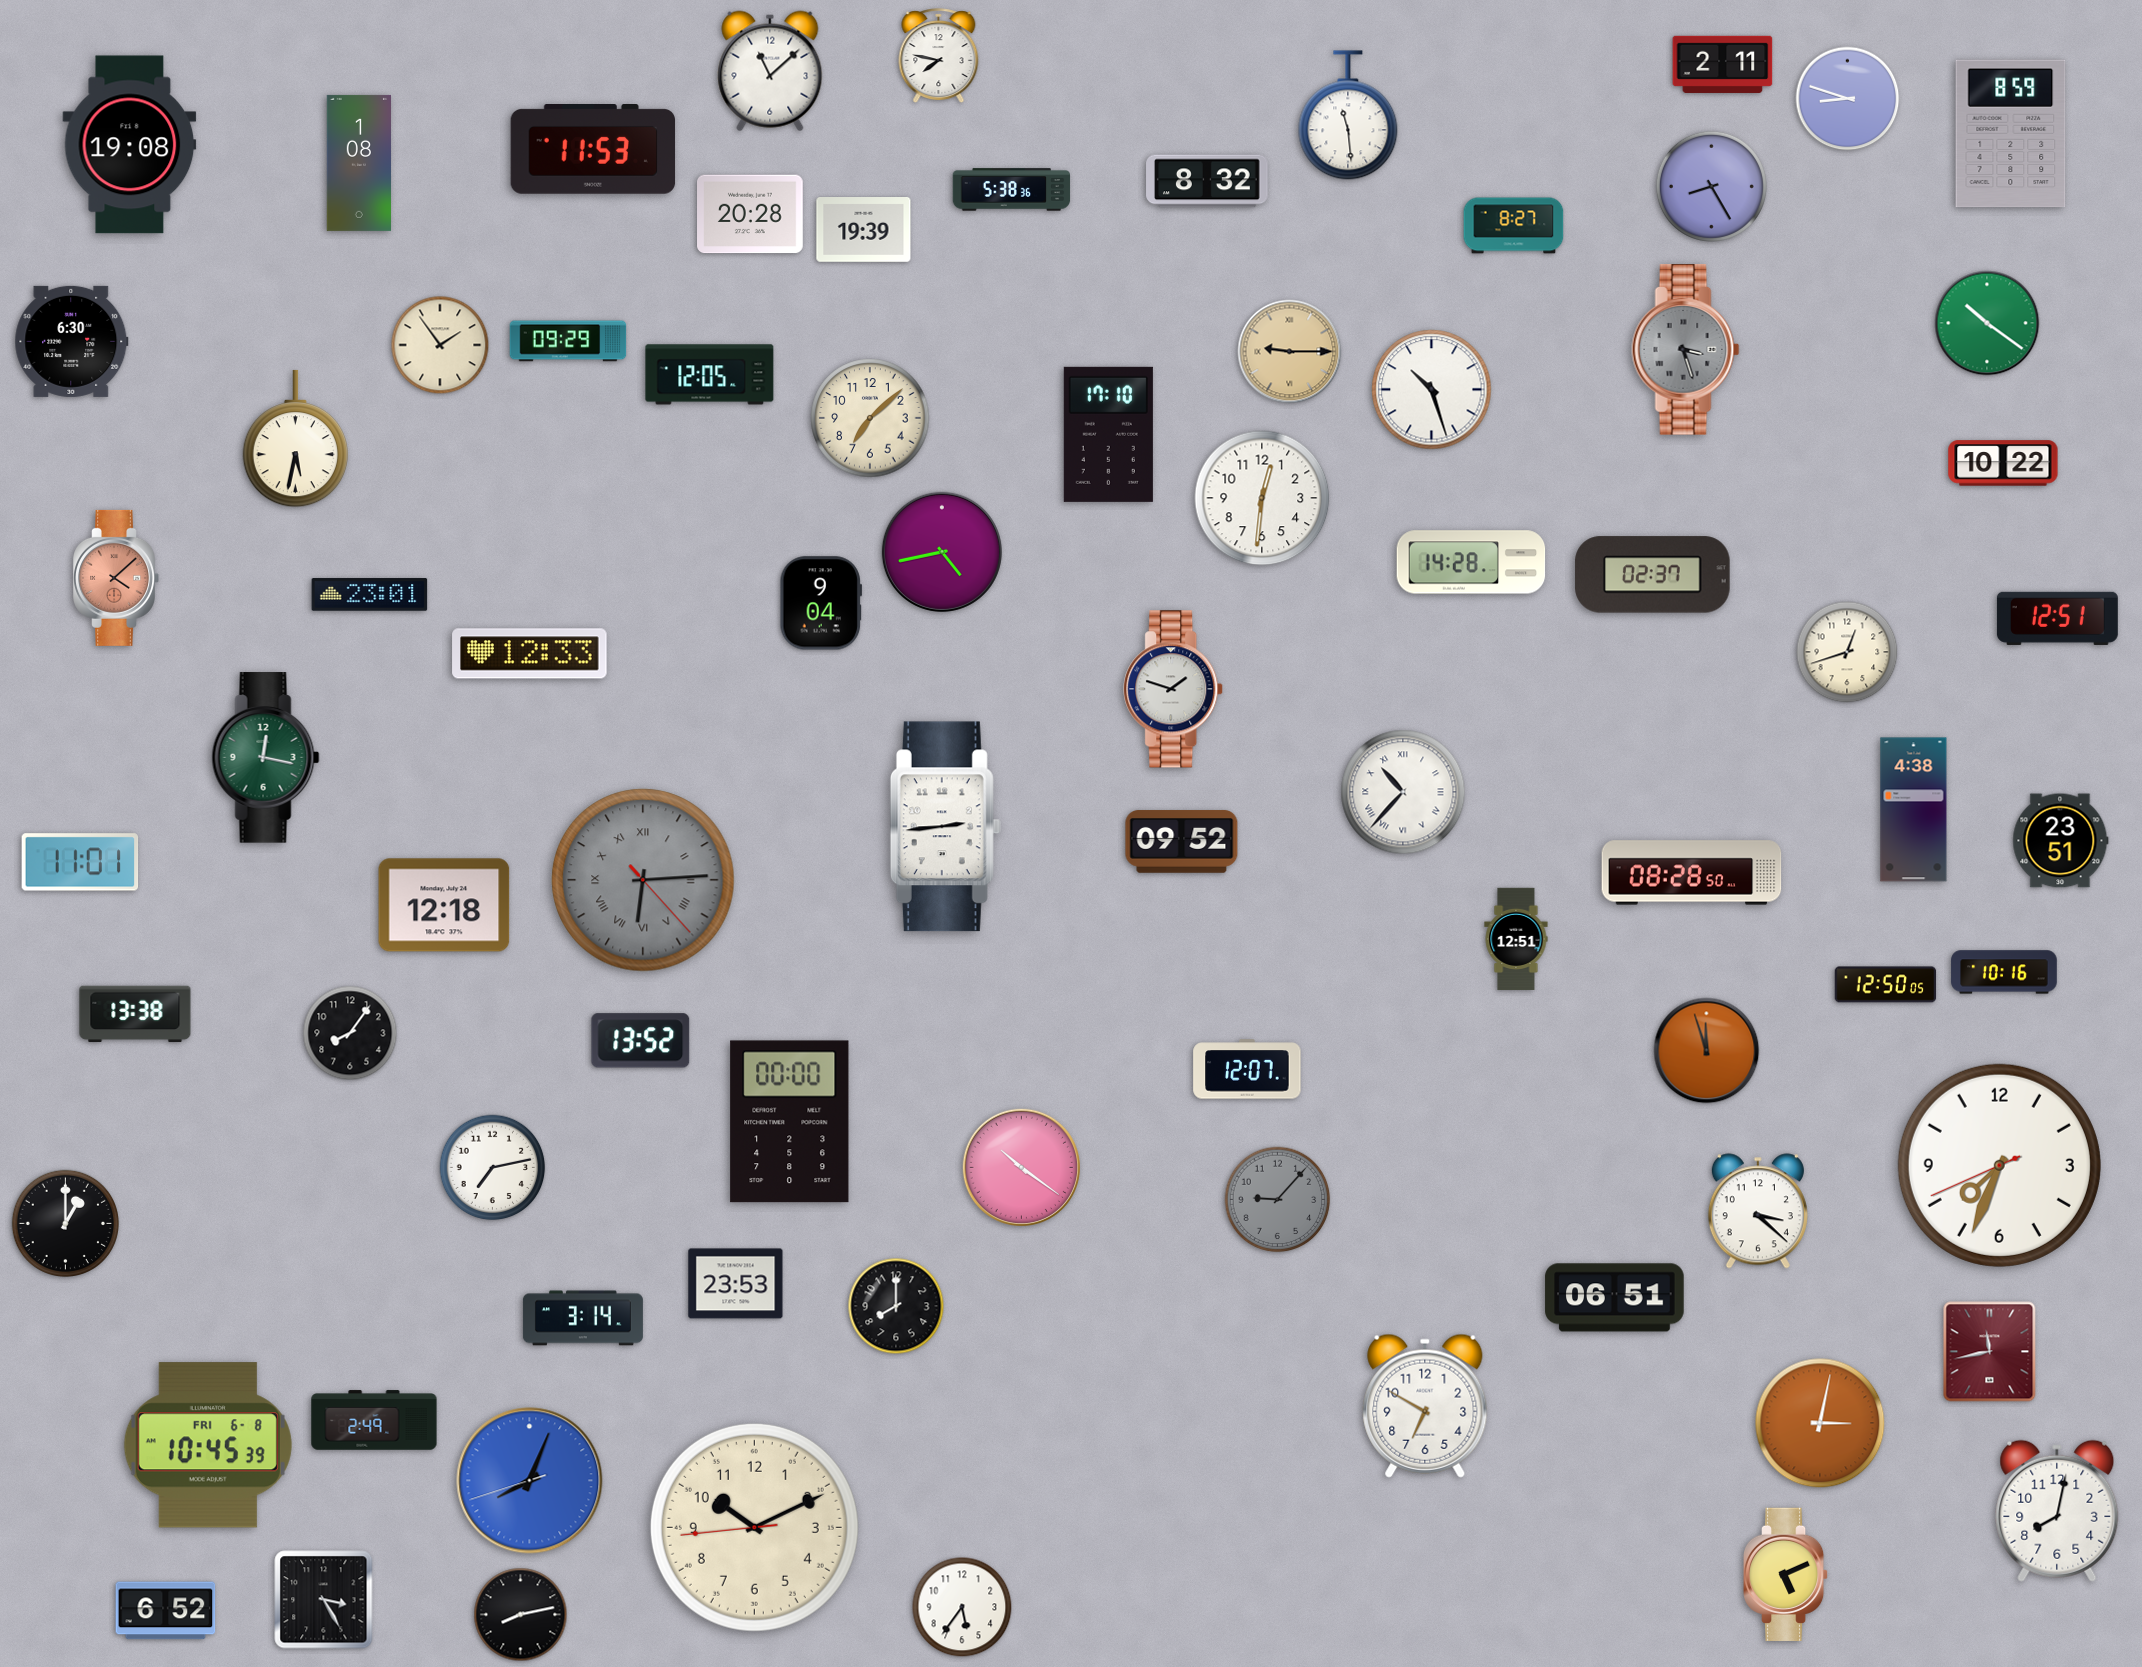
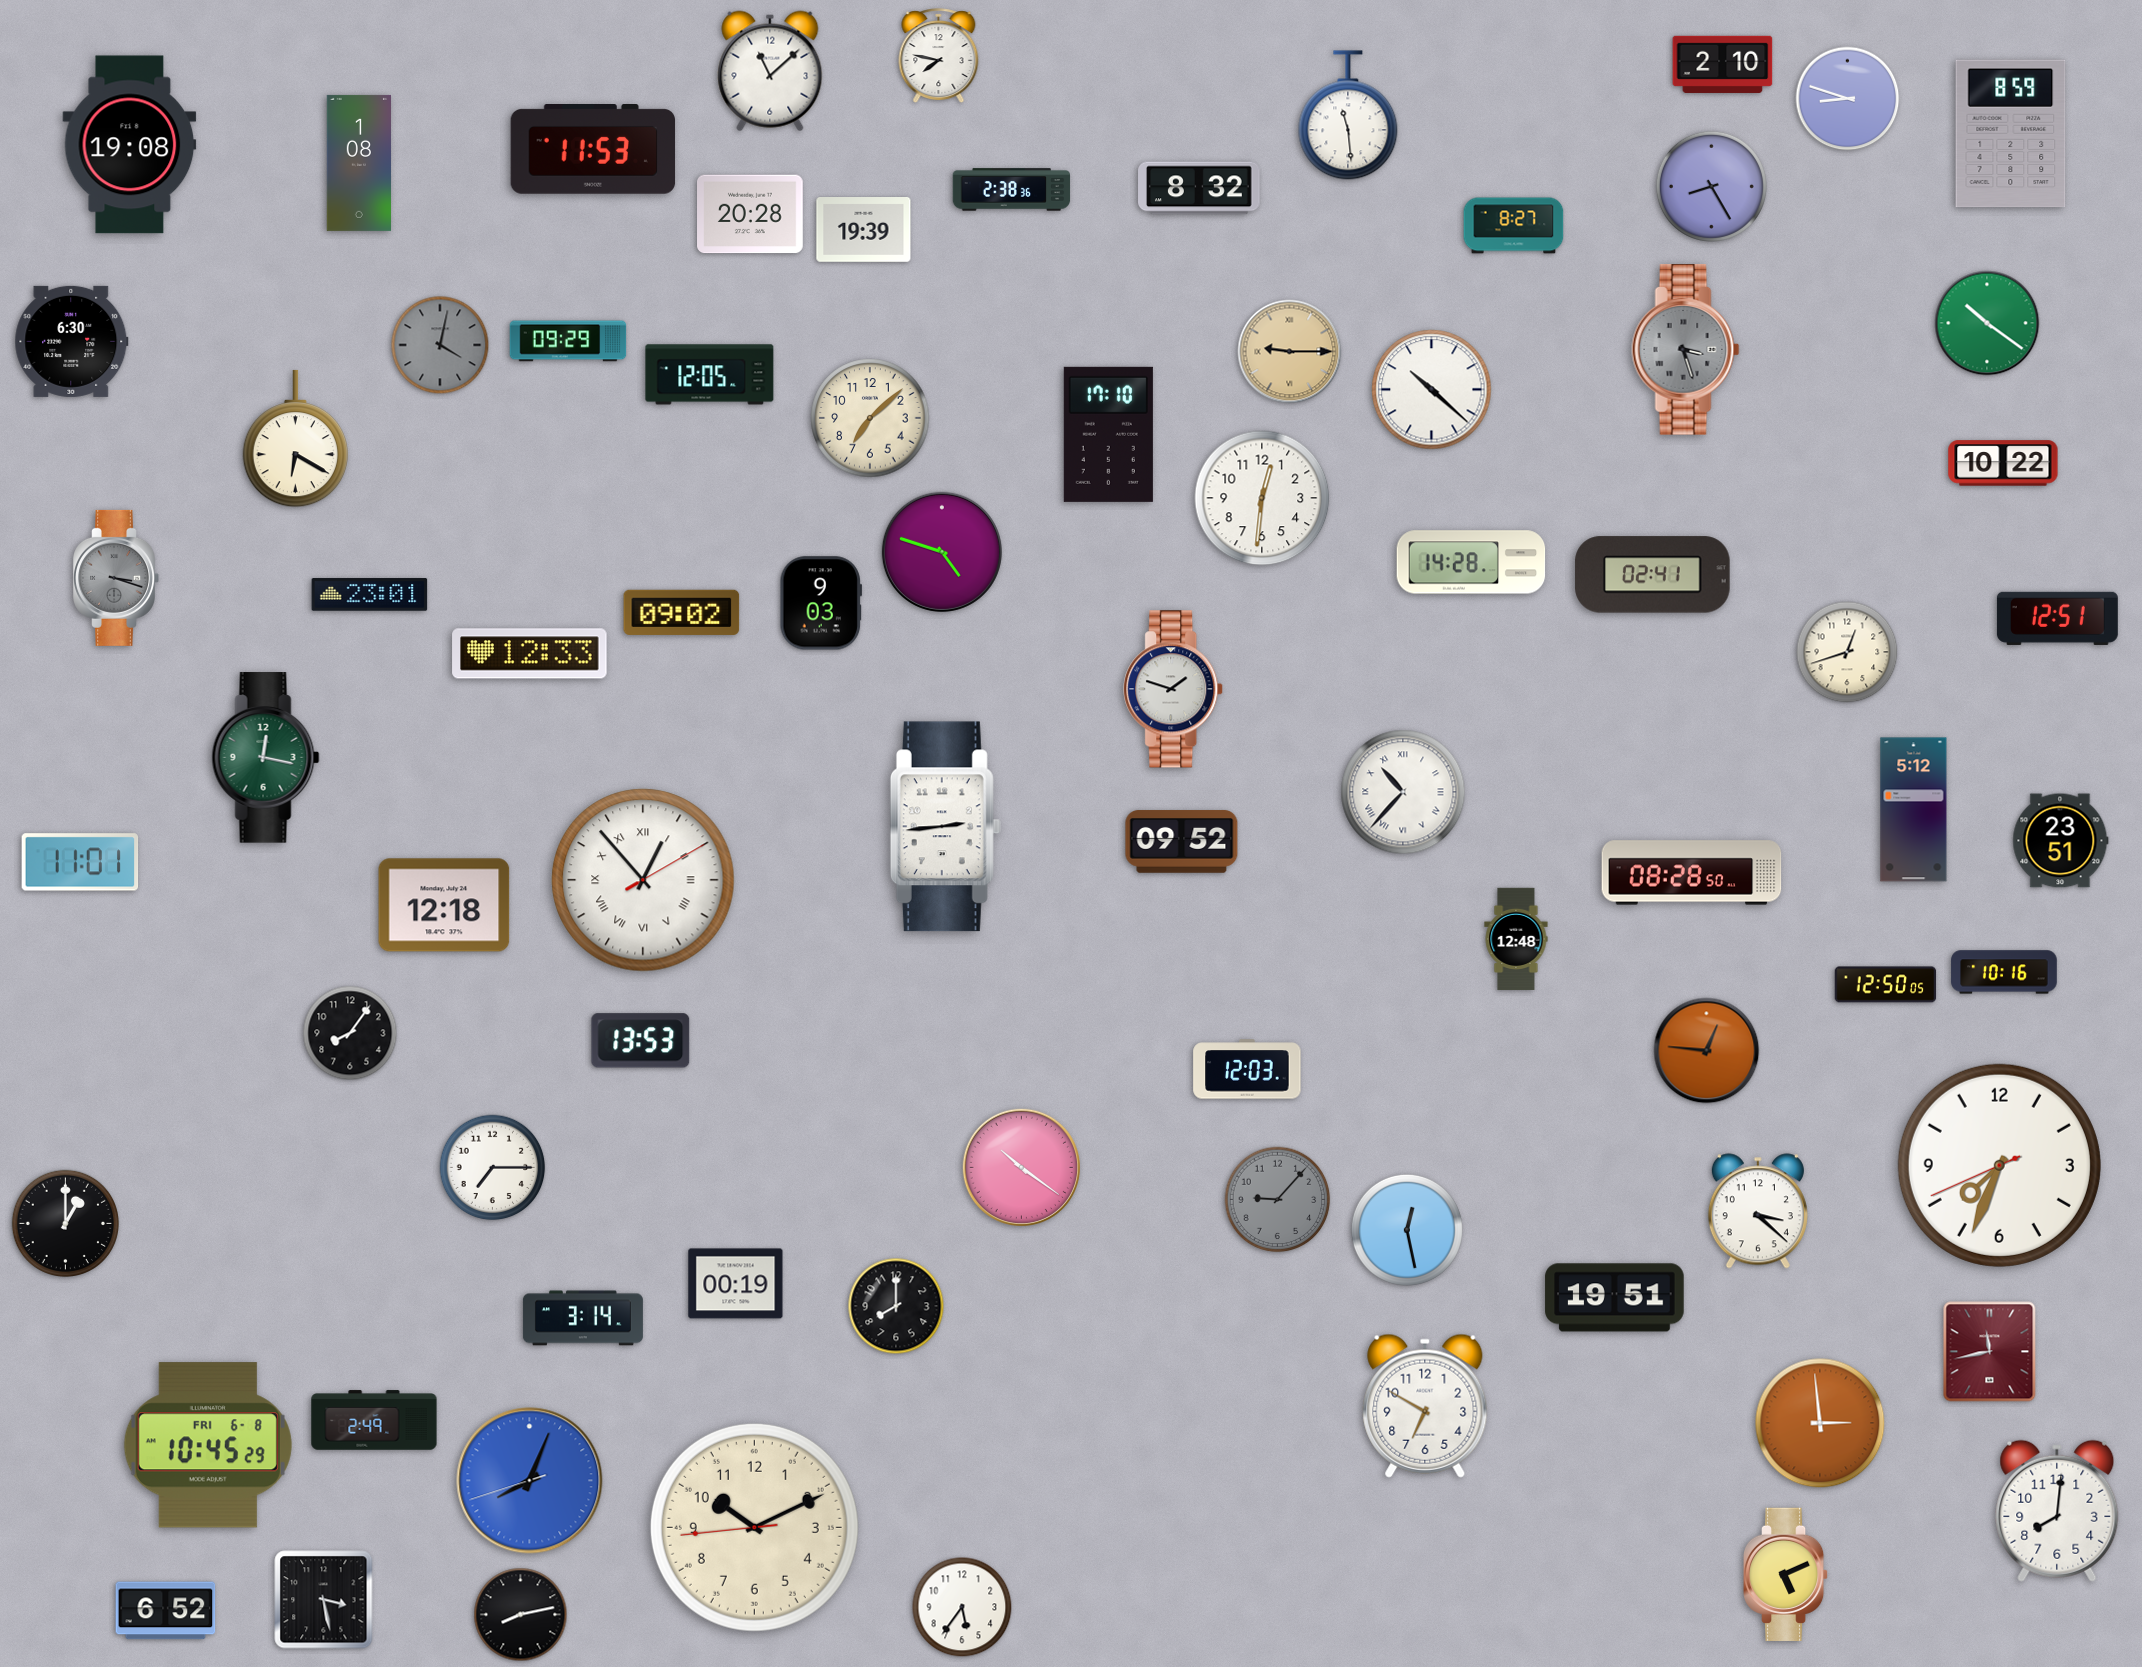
clock at (1723, 64): 2:11 -> 2:10
clock at (1207, 181) position: (1207, 181) -> (1199, 188)
clock at (1012, 190): 5:38 -> 2:38
clock at (440, 345): 1:54 -> 4:02
clock at (440, 345) dial: cream -> grey
clock at (1432, 390): 10:27 -> 10:22
clock at (295, 439): 5:32 -> 6:20
clock at (942, 552): 4:43 -> 4:48
clock at (1653, 575): 02:37 -> 02:41
clock at (116, 578): 4:08 -> 3:18
clock at (116, 578) dial: salmon -> grey
clock at (820, 603): 9:04 -> 9:03
clock at (682, 612): none -> 09:02
clock at (1914, 810): 4:38 -> 5:12
clock at (643, 880): 6:14 -> 12:53
clock at (643, 880) dial: grey -> white
clock at (1516, 938): 12:51 -> 12:48
clock at (135, 1014): 13:38 -> none
clock at (641, 1041): 13:52 -> 13:53
clock at (1707, 1051): 11:57 -> 12:46
clock at (1247, 1069): 12:07 -> 12:03
clock at (790, 1122): 00:00 -> none
clock at (493, 1168): 7:13 -> 7:15
clock at (1407, 1230): none -> 12:28
clock at (736, 1284): 23:53 -> 00:19
clock at (1615, 1298): 06:51 -> 19:51
clock at (1820, 1423): 3:02 -> 2:59
clock at (208, 1445): 10:45:39 -> 10:45:29
clock at (2057, 1511): 8:02 -> 8:01
clock at (324, 1600): 3:25 -> 3:28
